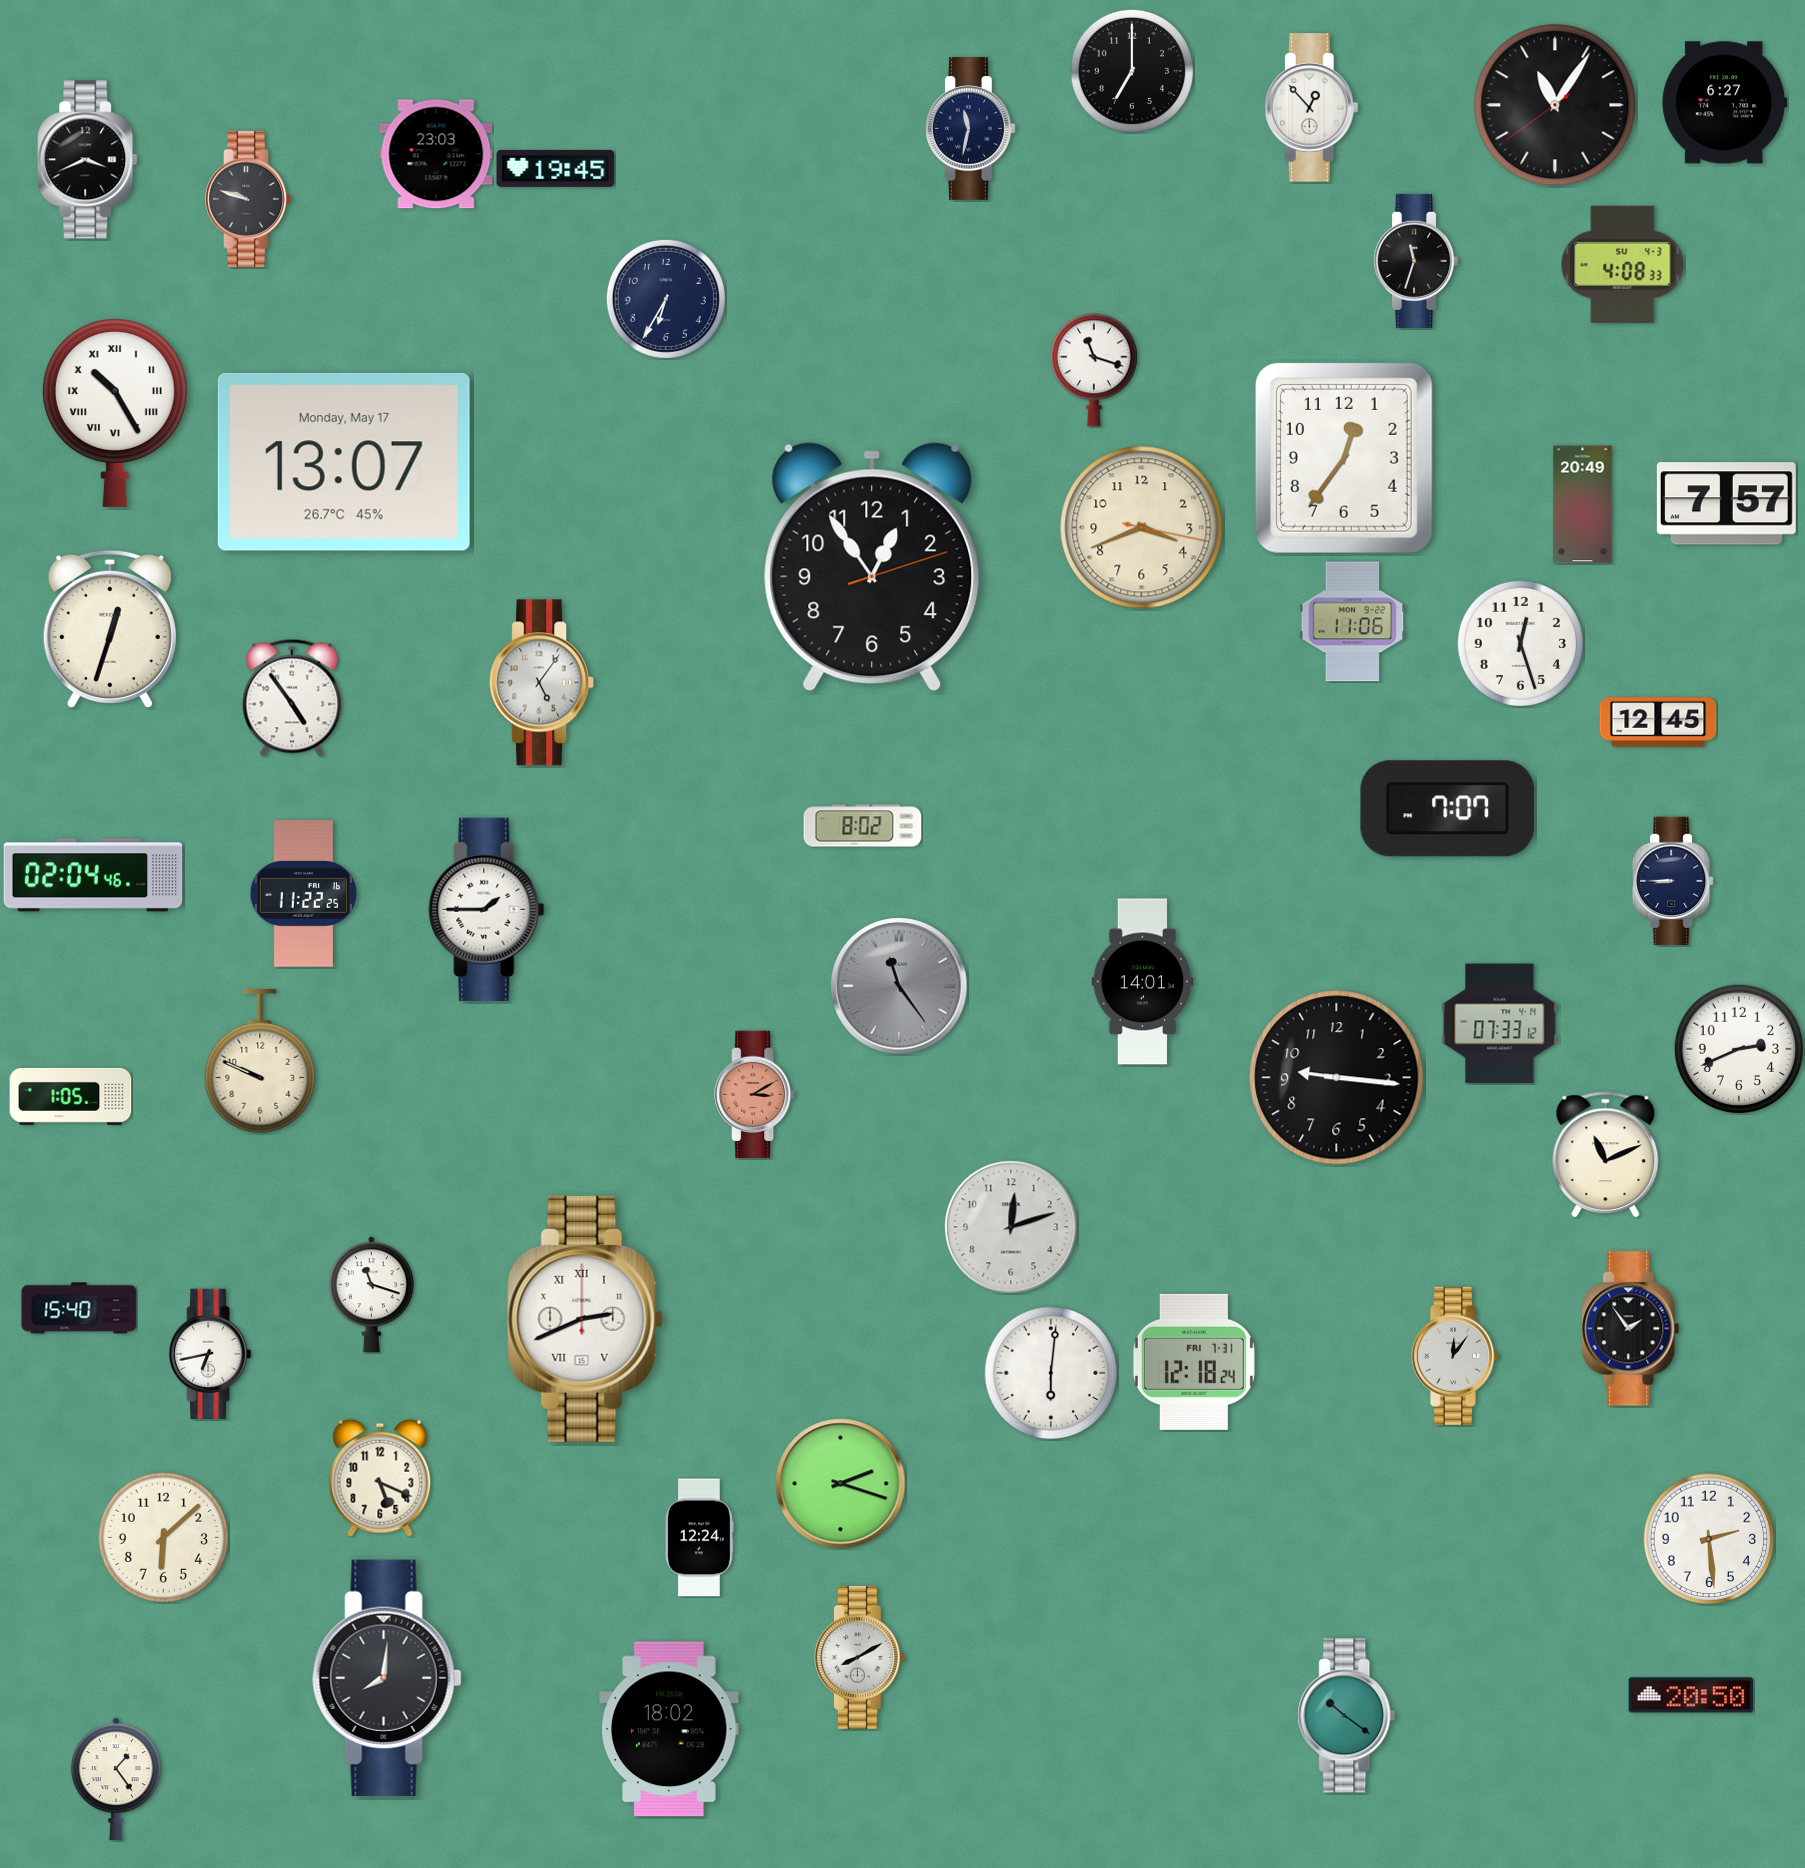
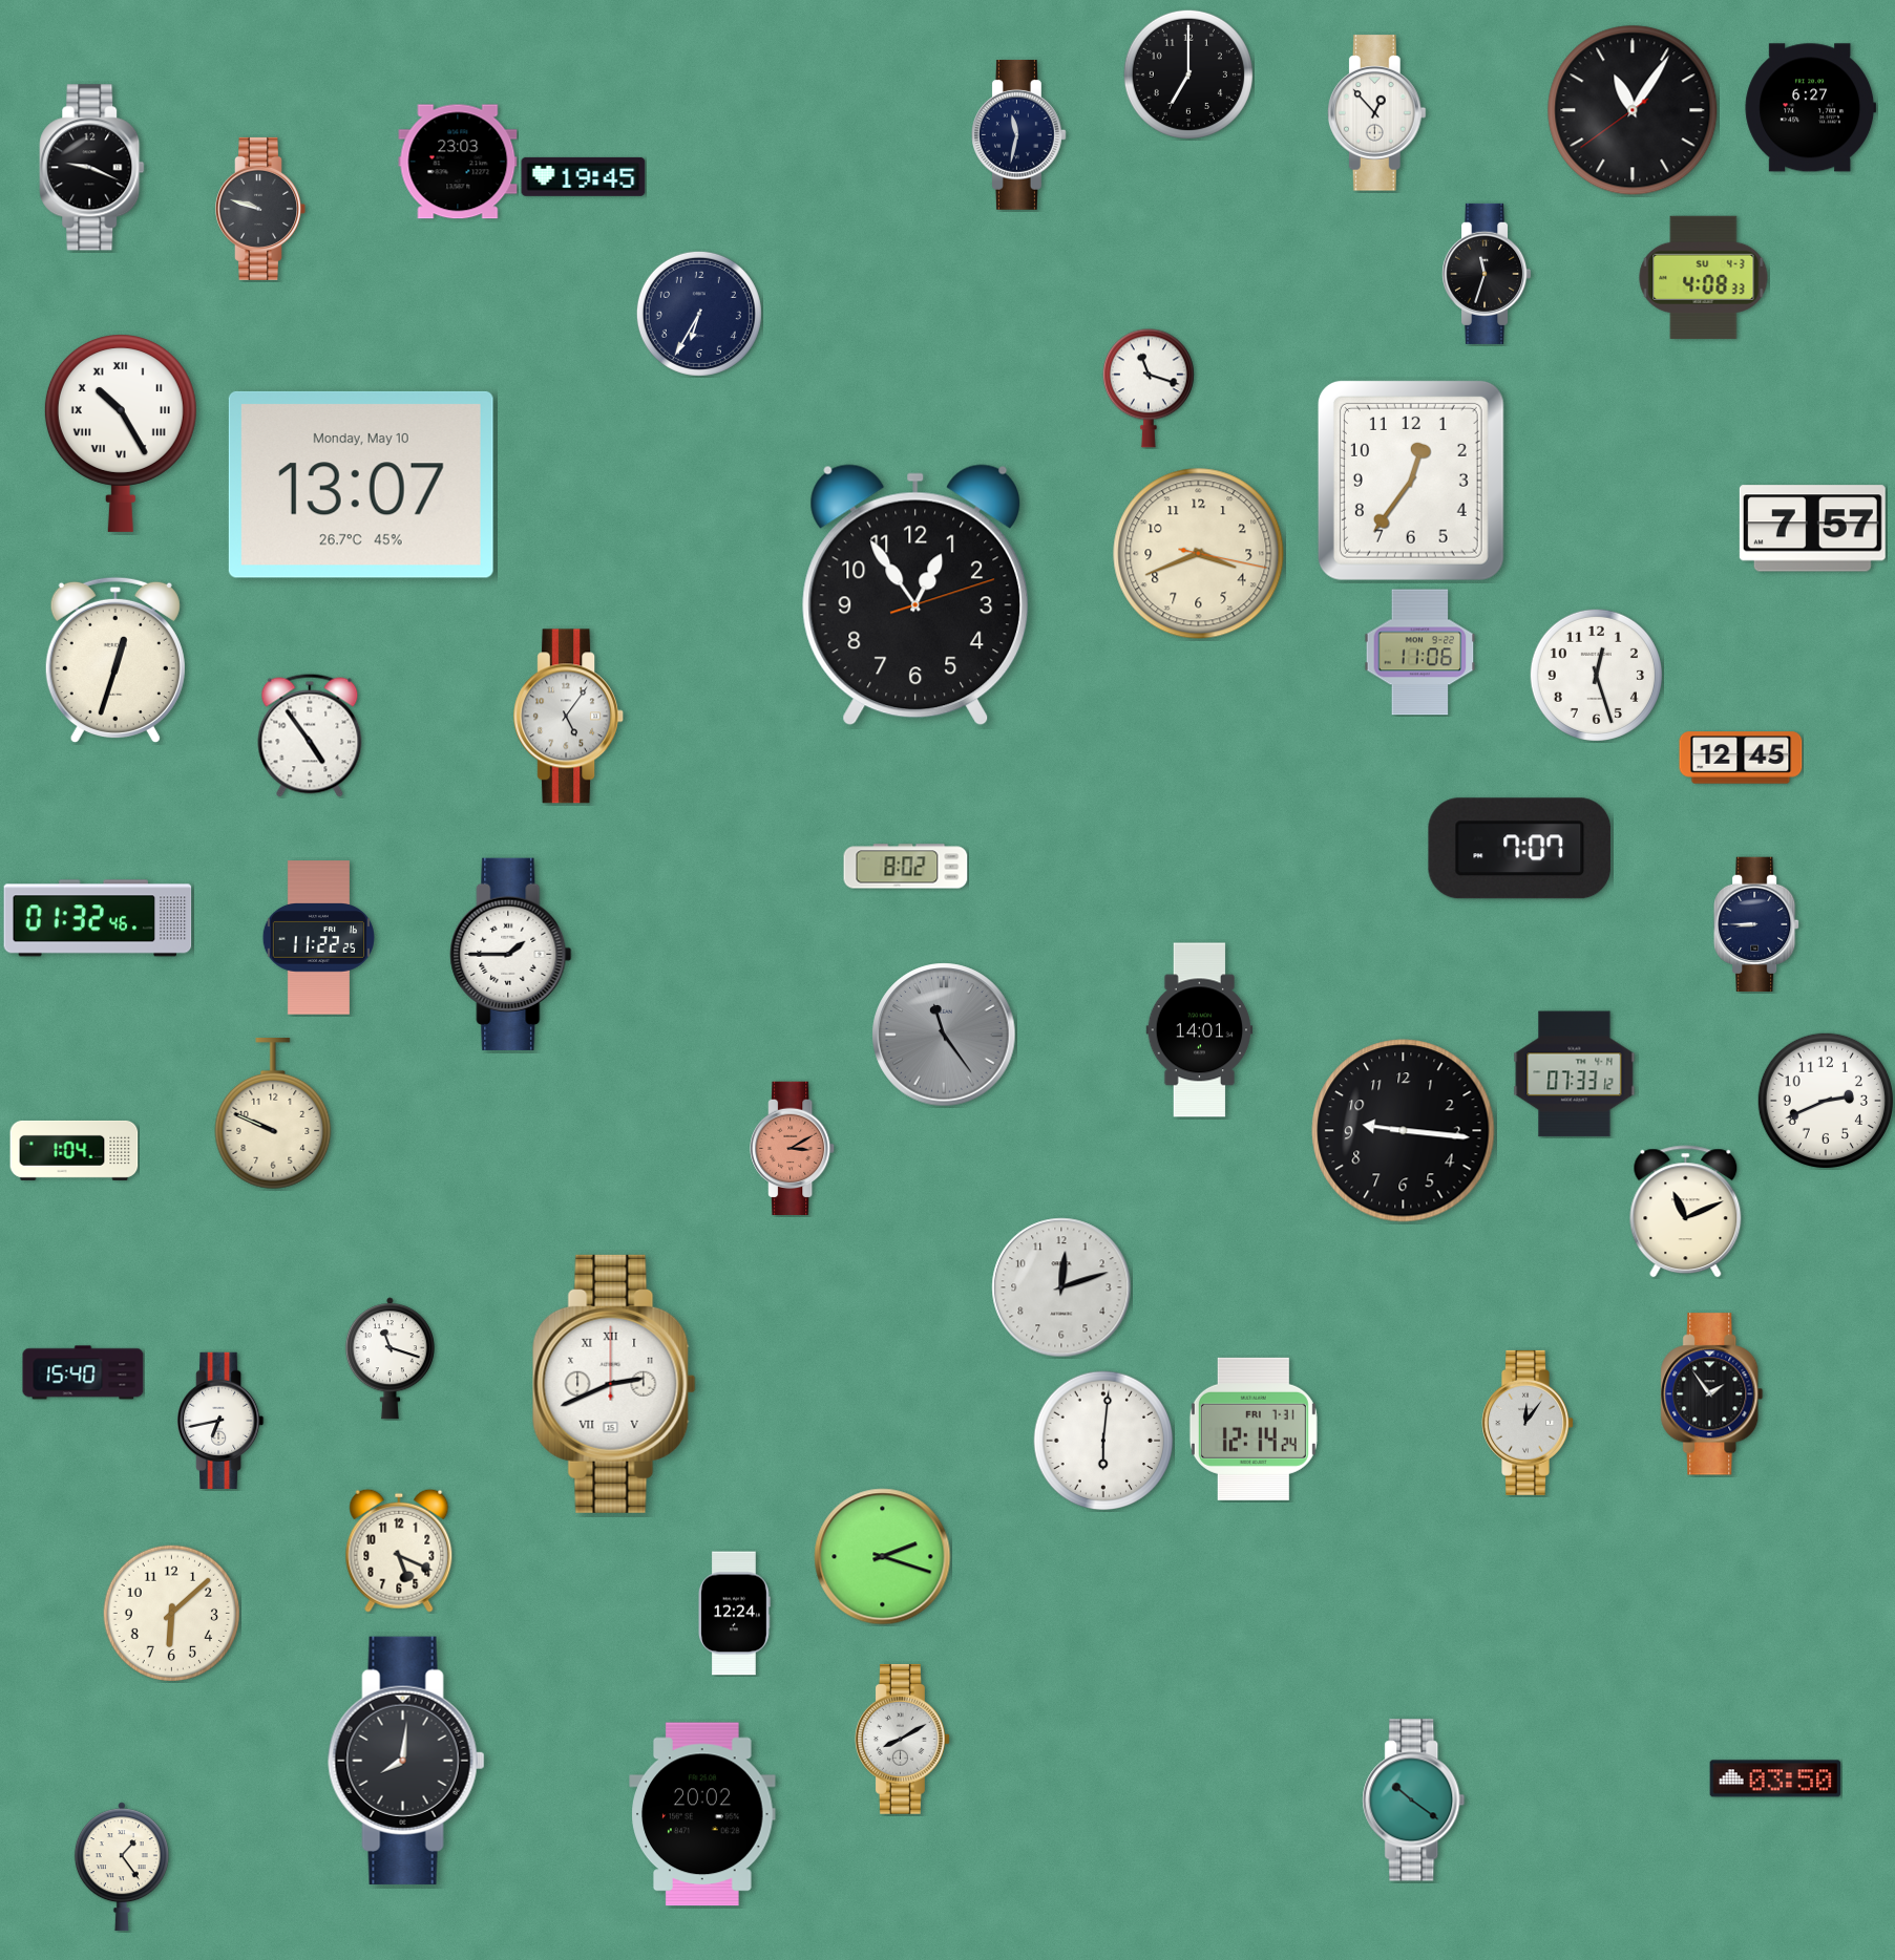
clock at (88, 160): 3:41 -> 9:19
clock at (344, 462) date: Monday, May 17 -> Monday, May 10
clock at (1583, 505): 20:49 -> none
clock at (292, 698) position: (292, 698) -> (310, 736)
clock at (93, 875): 02:04 -> 01:32
clock at (71, 1096): 1:05 -> 1:04
clock at (1194, 1362): 12:18 -> 12:14
clock at (1709, 1539): 2:29 -> none
clock at (1691, 1695): 20:50 -> 03:50
clock at (669, 1729): 18:02 -> 20:02
